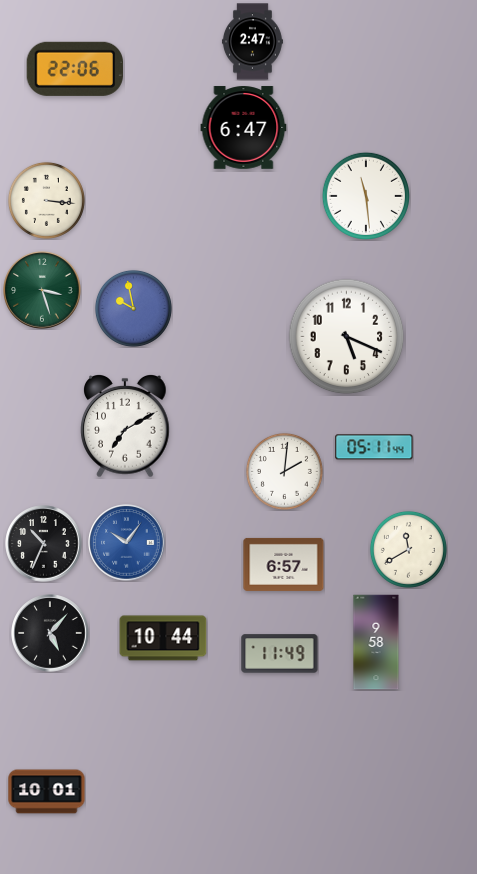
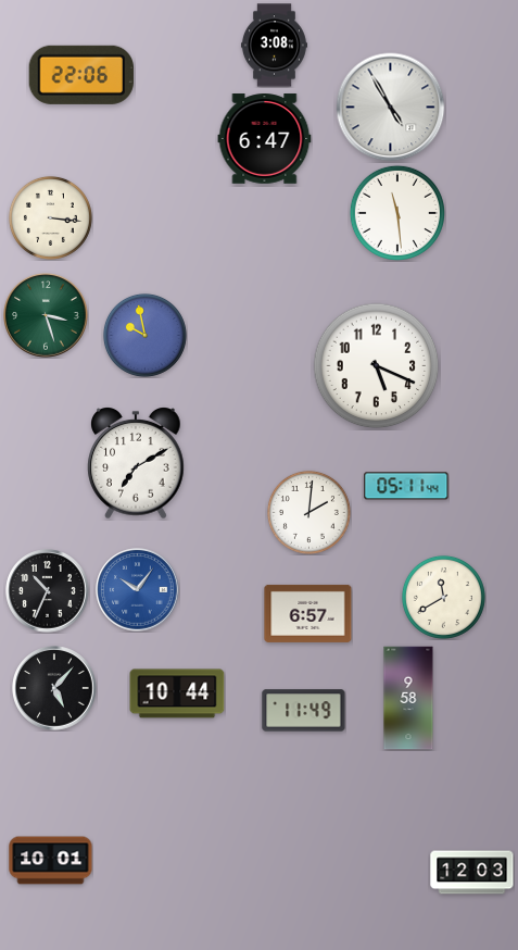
clock at (252, 42): 2:47 -> 3:08
clock at (391, 108): none -> 4:55
clock at (472, 873): none -> 12:03
